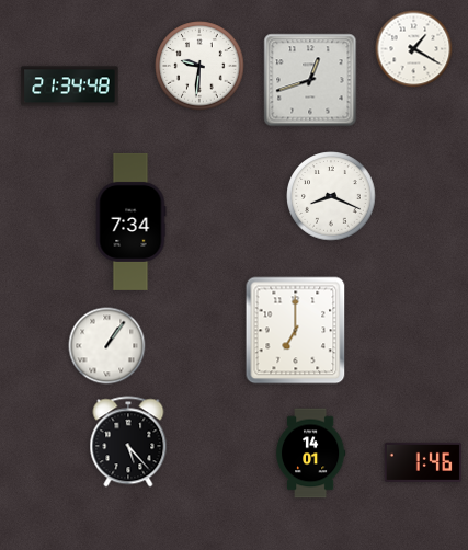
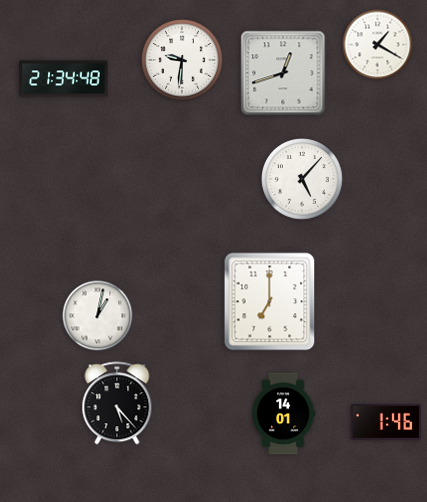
clock at (331, 196): 8:19 -> 5:07
clock at (130, 221): 7:34 -> none
clock at (107, 346): 1:06 -> 1:02
